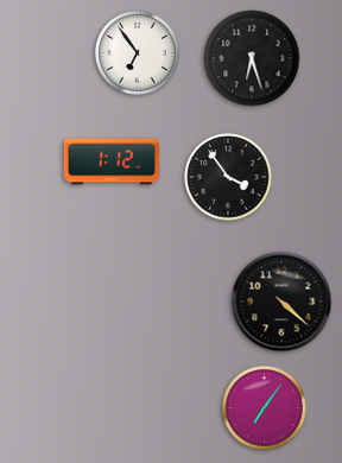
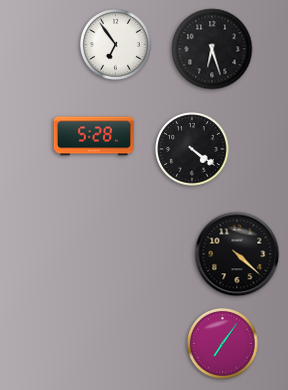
clock at (110, 161): 1:12 -> 5:28
clock at (228, 177): 3:54 -> 4:21
